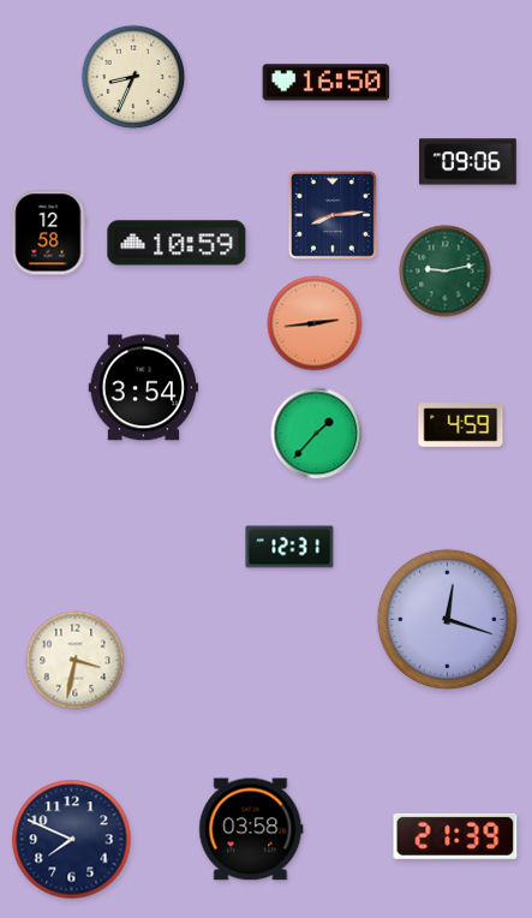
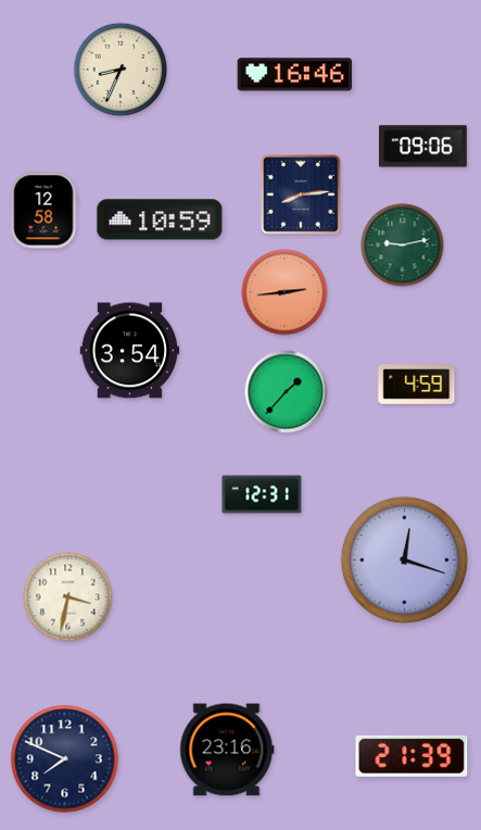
clock at (327, 83): 16:50 -> 16:46
clock at (251, 829): 03:58 -> 23:16
